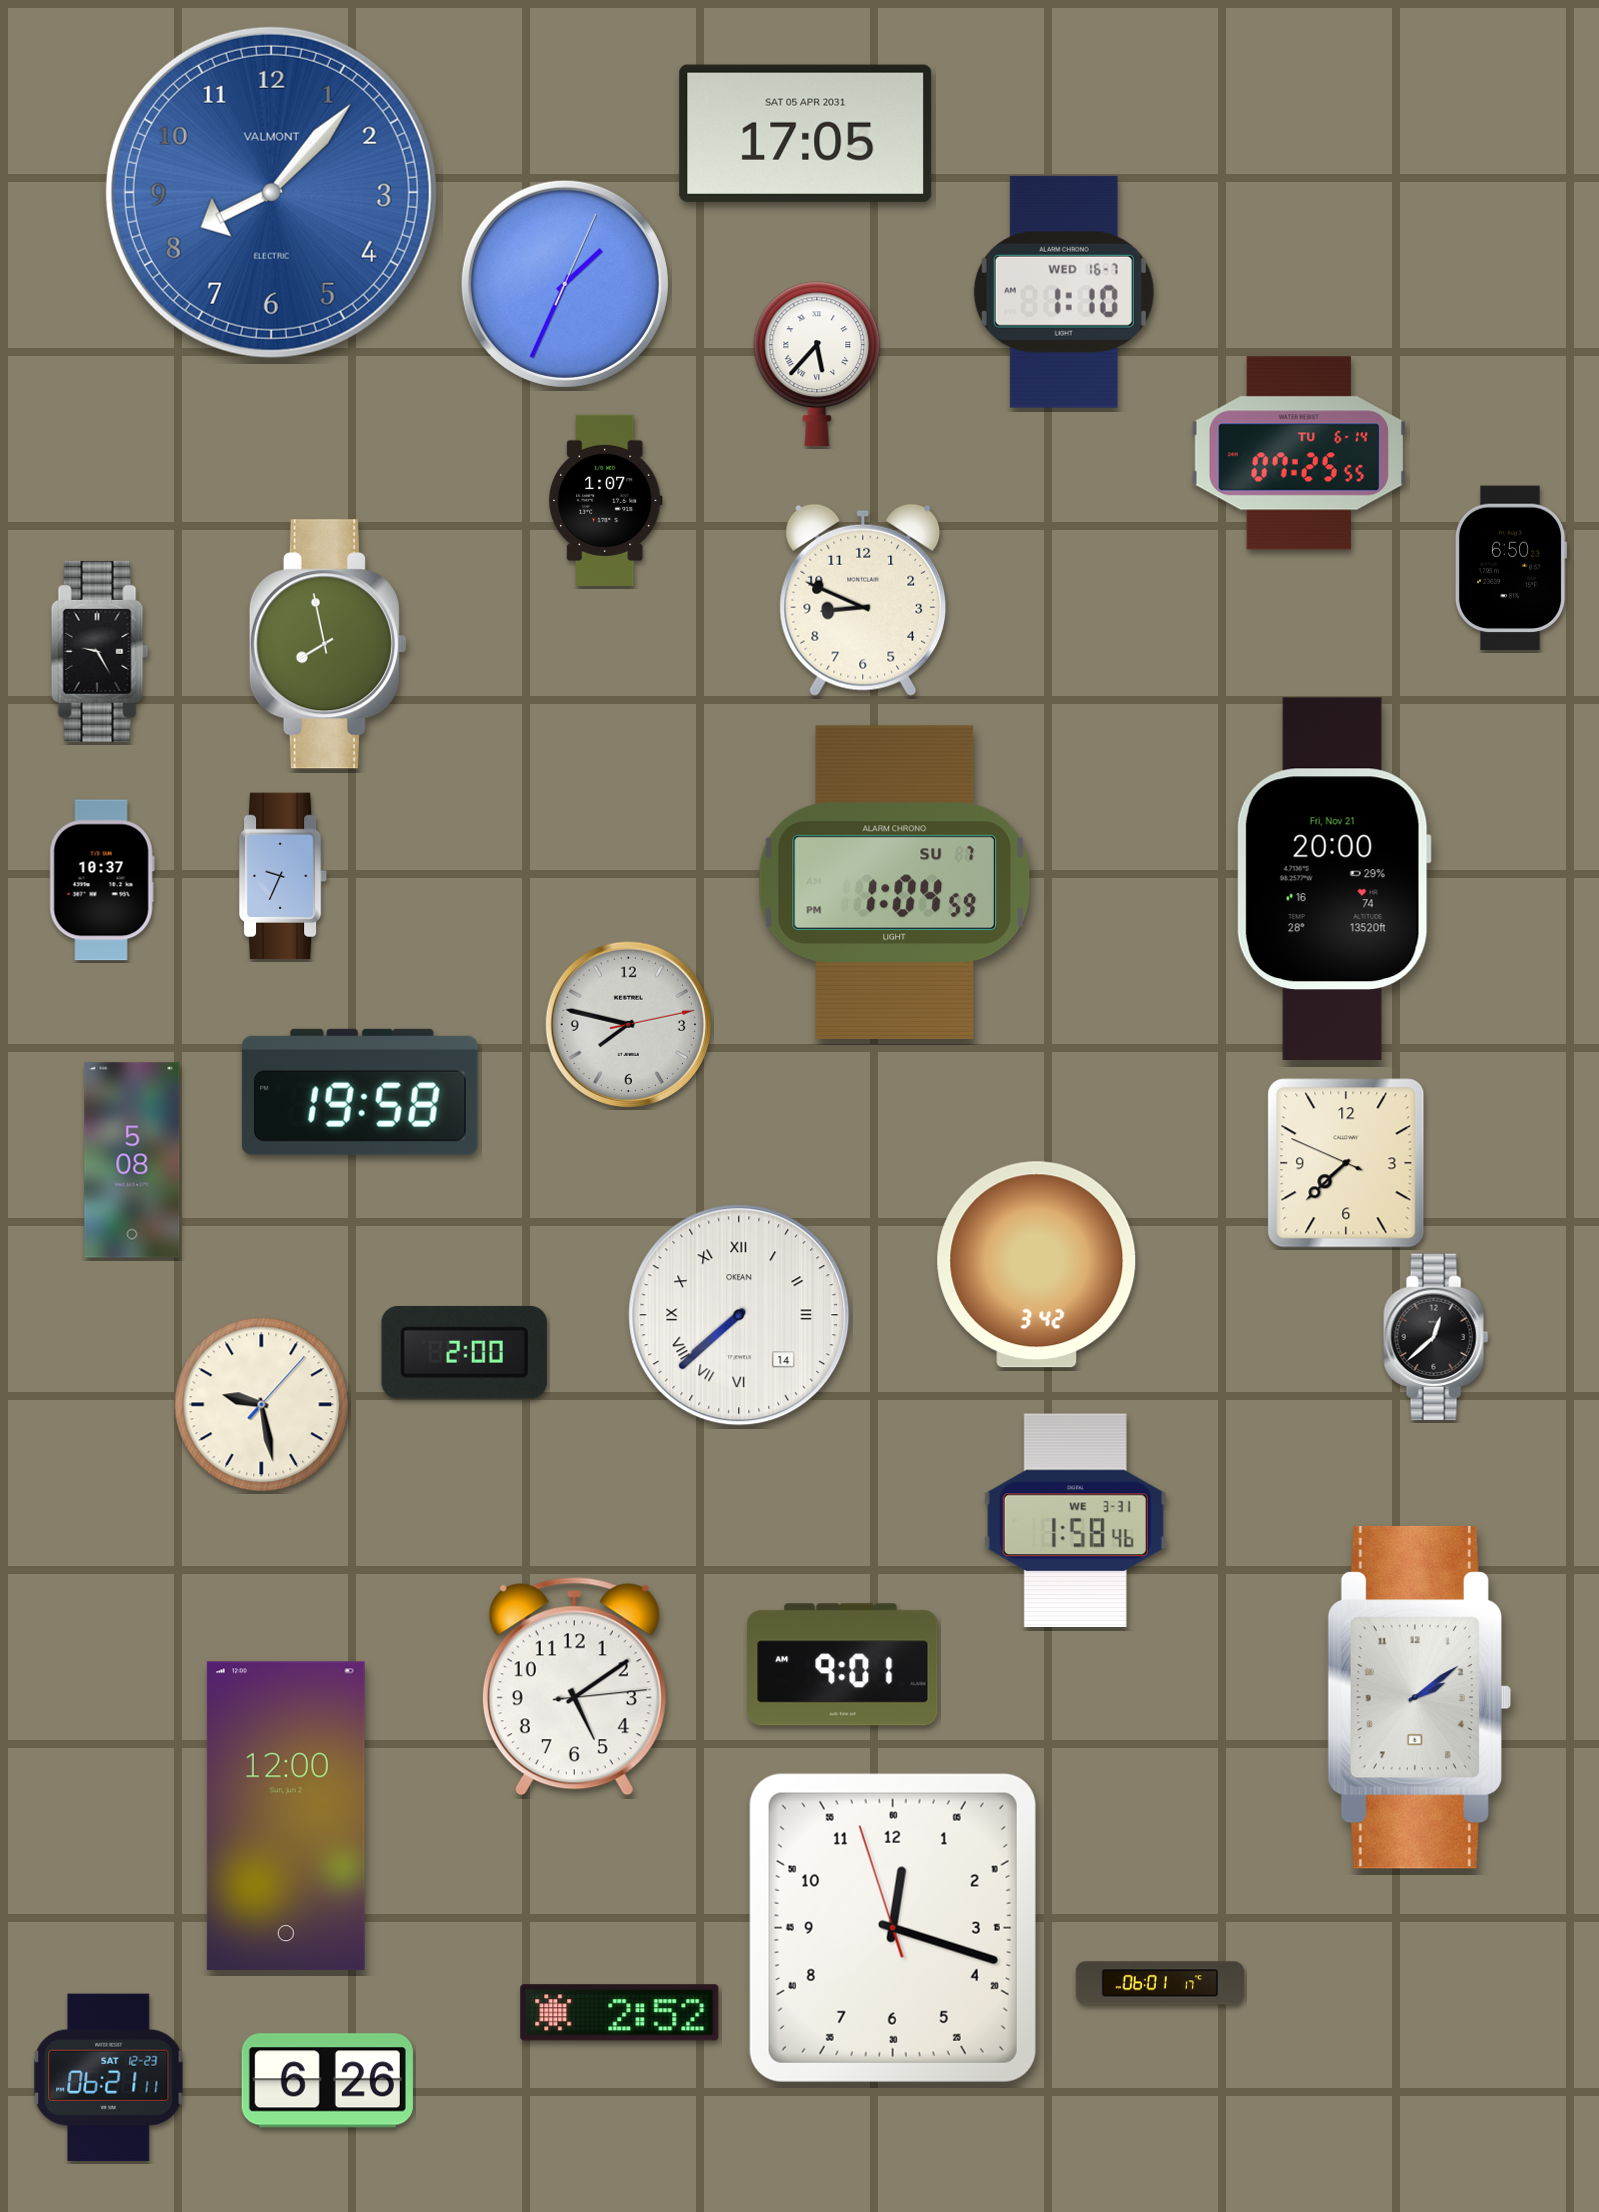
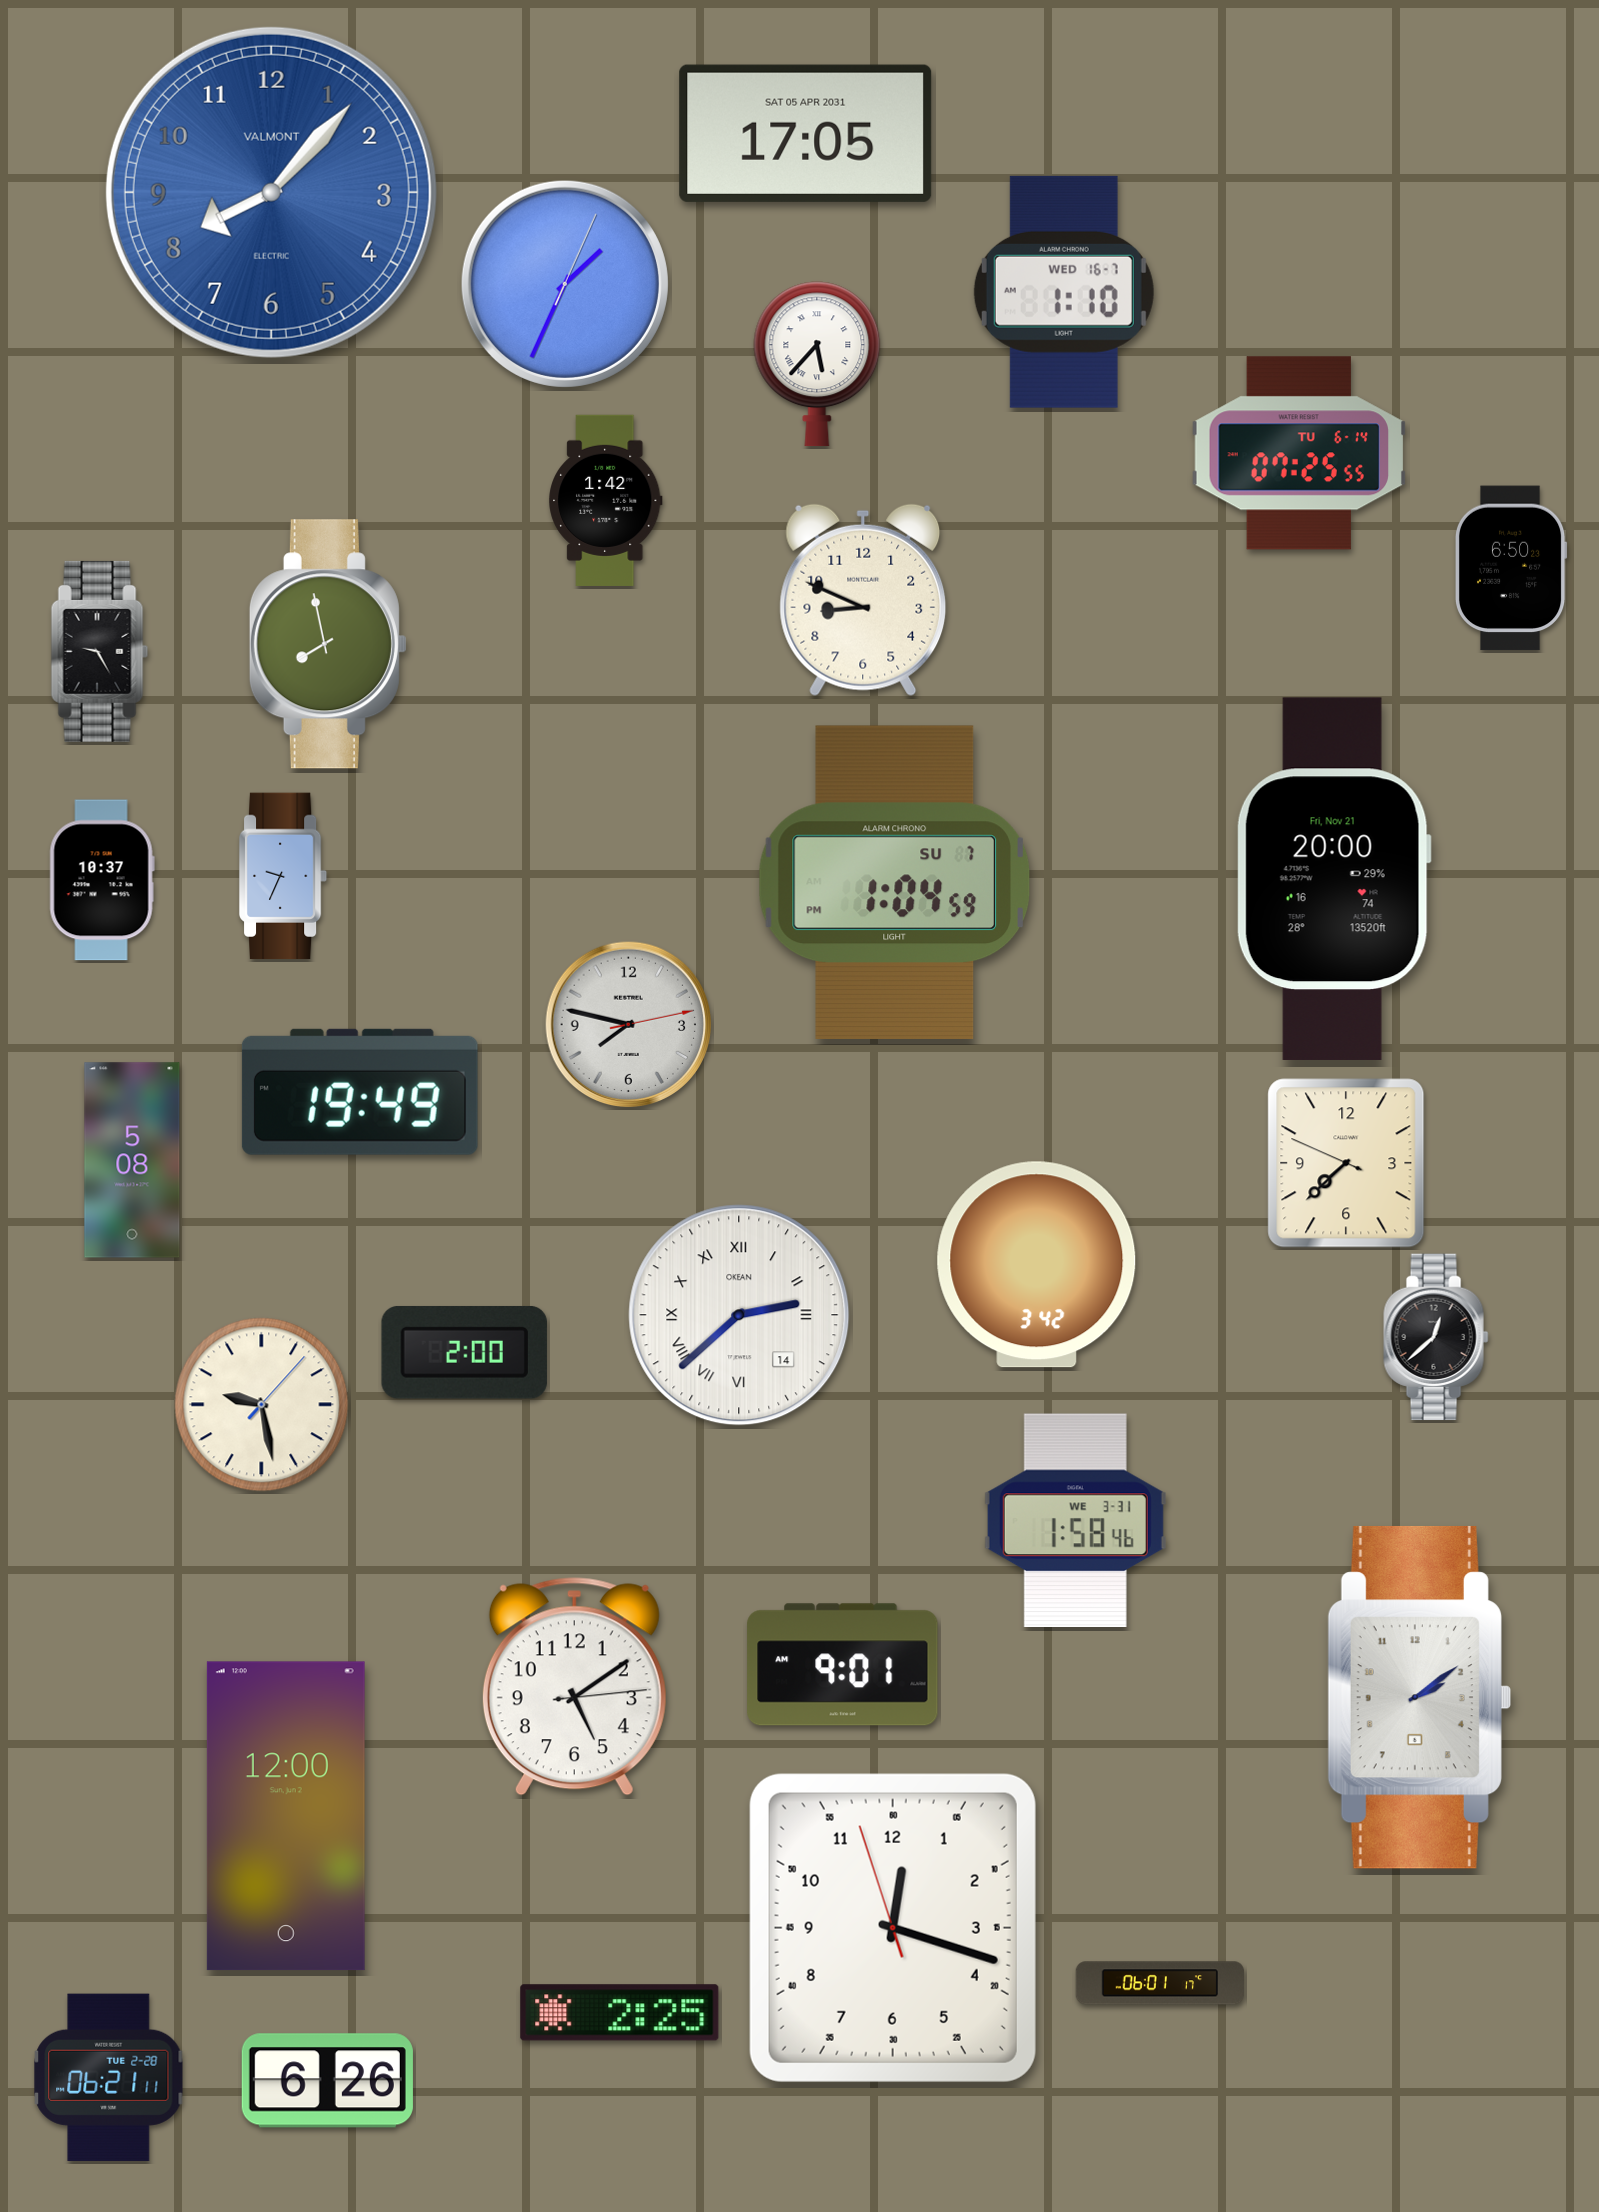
clock at (606, 500): 1:07 -> 1:42
clock at (360, 1092): 19:58 -> 19:49
clock at (739, 1315): 7:38 -> 2:38
clock at (620, 2013): 2:52 -> 2:25
clock at (109, 2077) date: SAT 12-23 -> TUE 2-28
